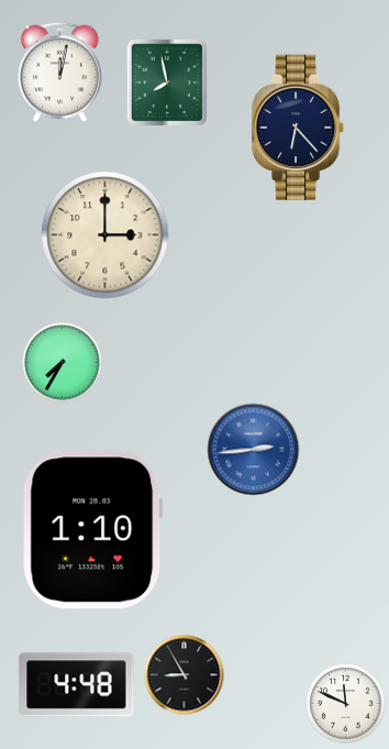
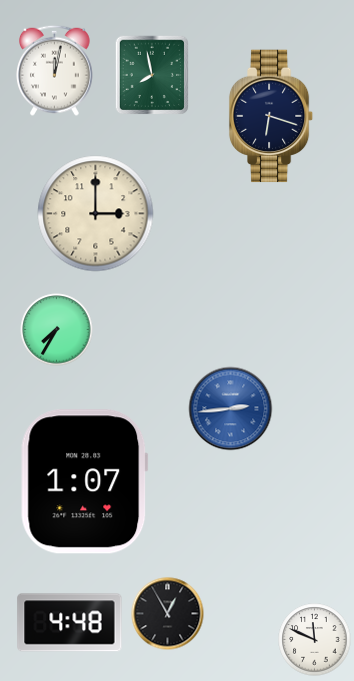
clock at (60, 71) position: (60, 71) -> (55, 70)
clock at (298, 128): 6:23 -> 6:18
clock at (93, 530): 1:10 -> 1:07
clock at (185, 675): 8:55 -> 12:55
